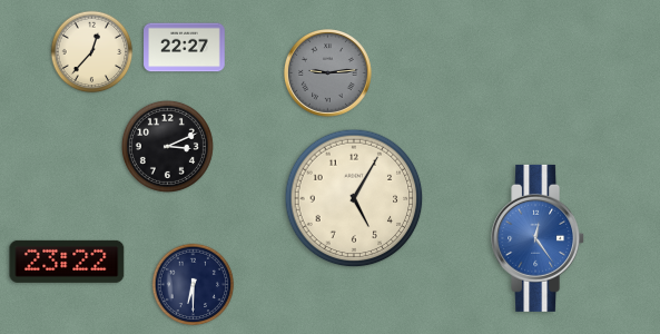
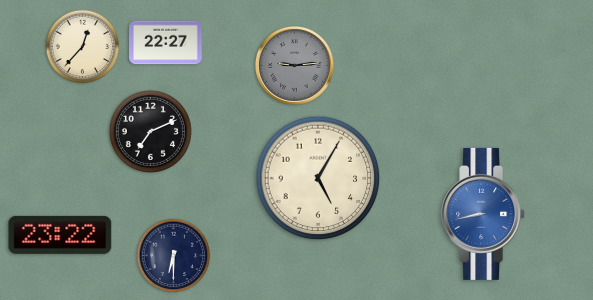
clock at (167, 146): 3:11 -> 7:11
clock at (539, 238): 12:24 -> 8:43
